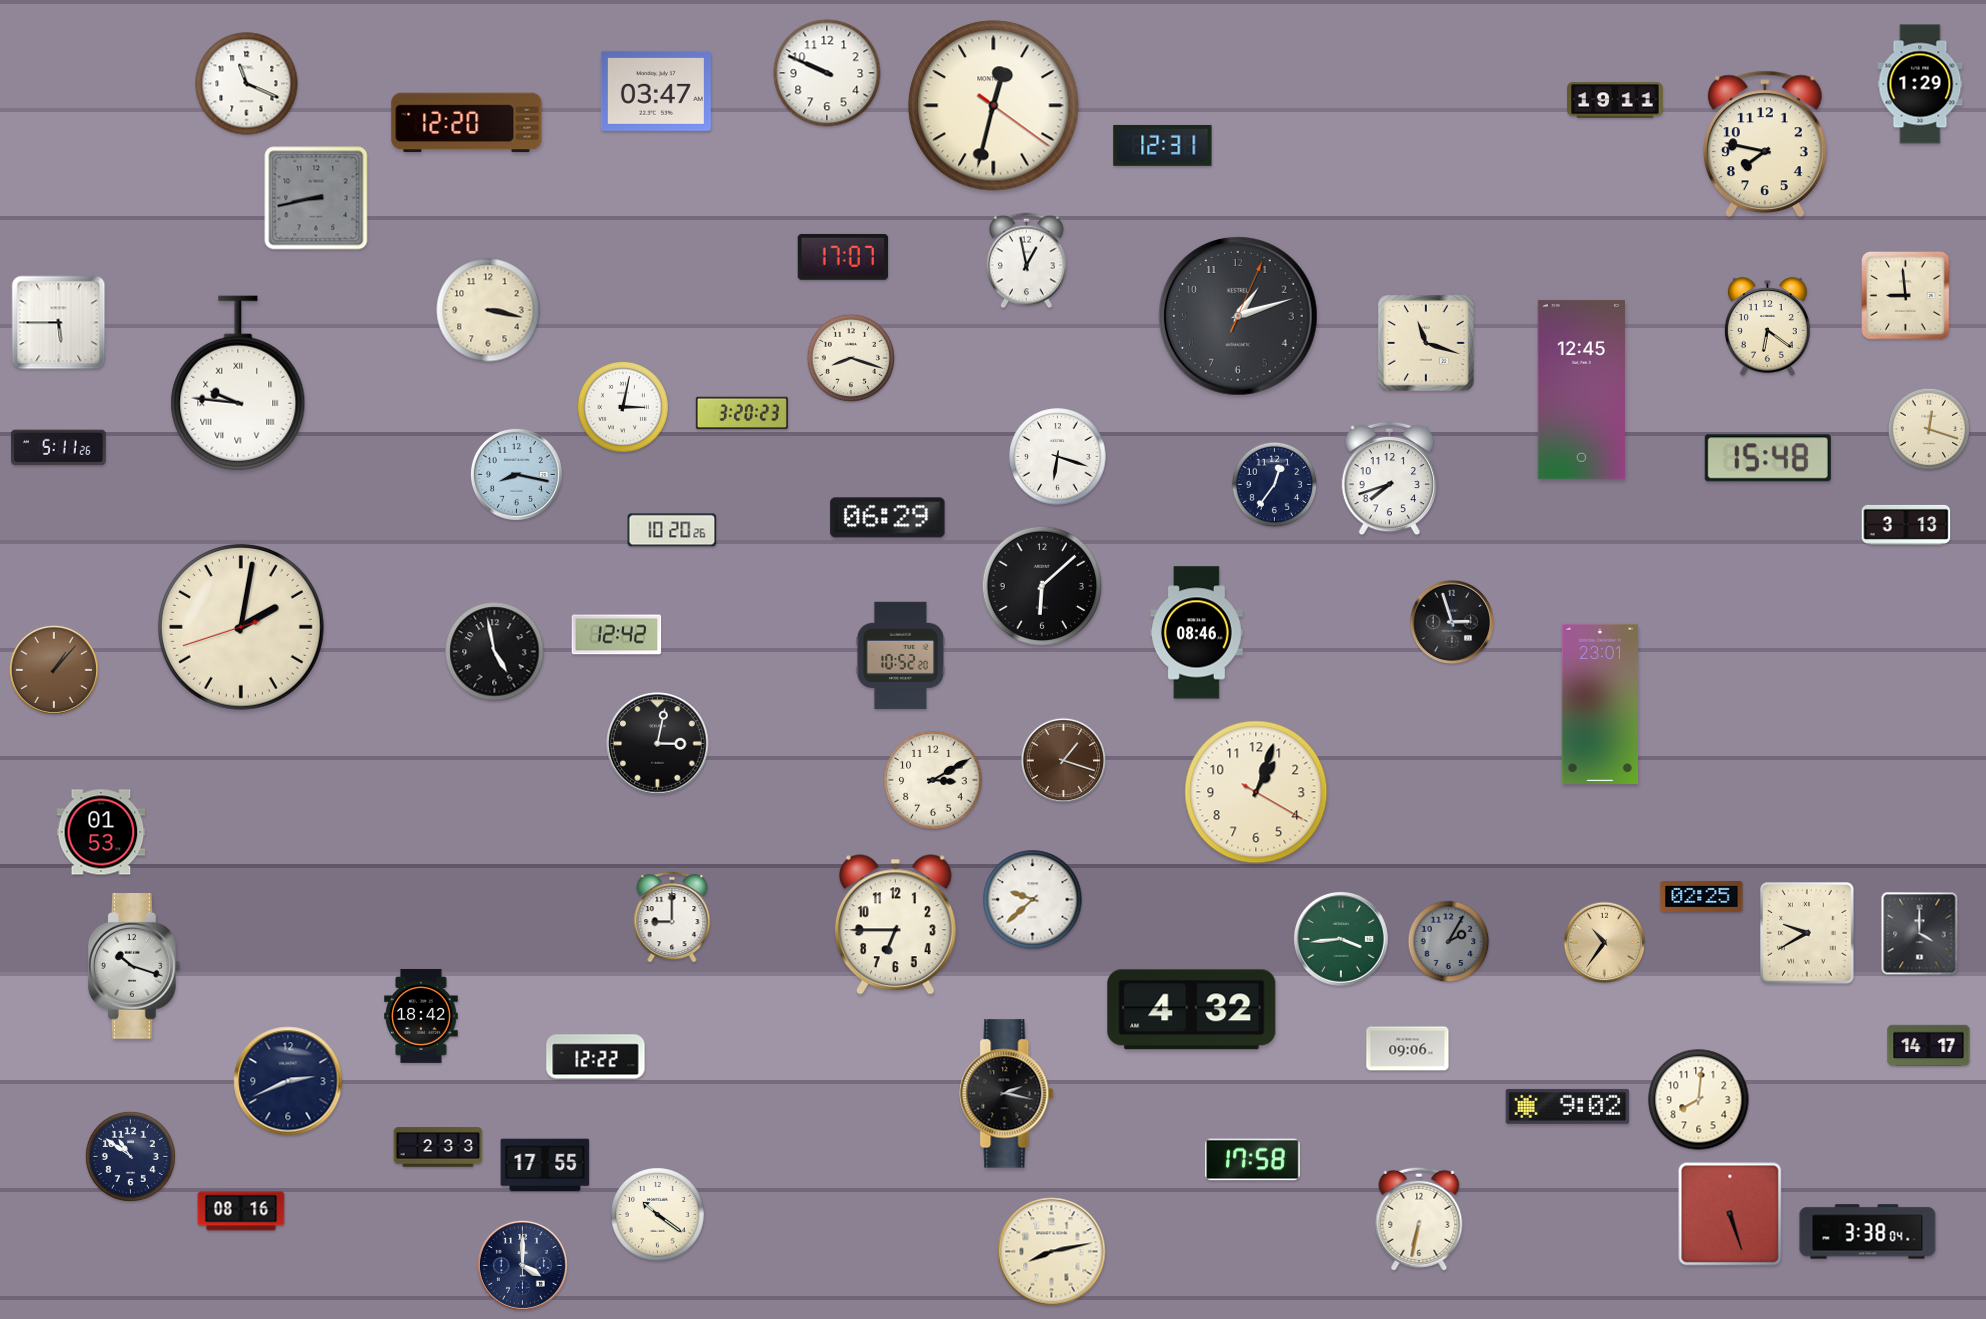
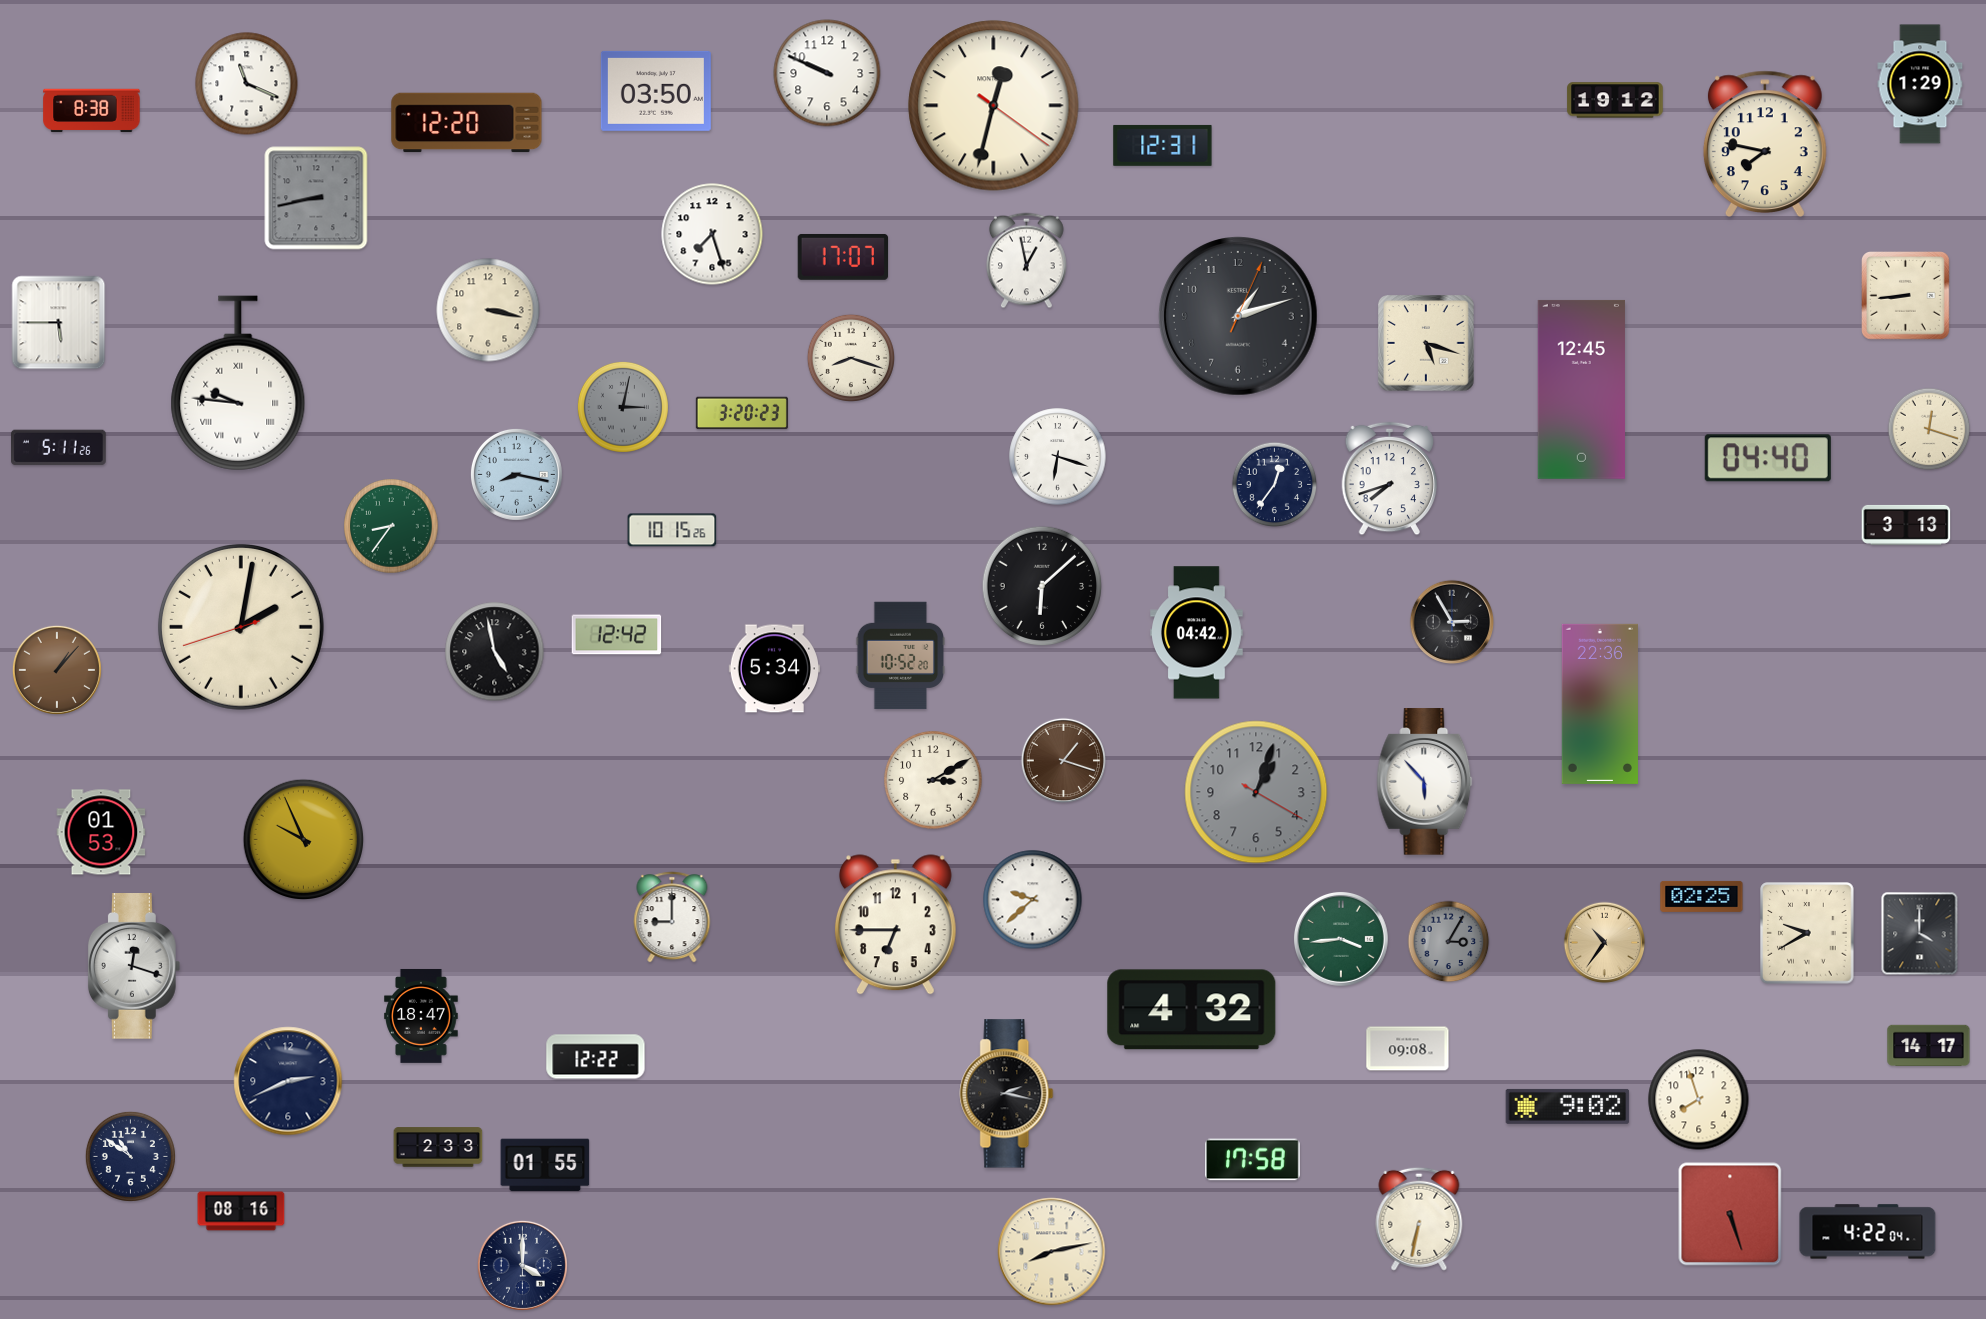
clock at (656, 91): 03:47 -> 03:50
clock at (1615, 100): 19:11 -> 19:12
clock at (92, 111): none -> 8:38
clock at (712, 234): none -> 7:27
clock at (1906, 296): 8:59 -> 8:44
clock at (1767, 327): 6:21 -> none
clock at (1426, 343): 11:18 -> 5:18
clock at (623, 407) dial: white -> grey
clock at (1768, 458): 15:48 -> 04:40
clock at (888, 518): 06:29 -> none
clock at (391, 526): none -> 8:36
clock at (672, 530): 10:20 -> 10:15
clock at (1451, 621): 2:57 -> 2:55
clock at (1197, 633): 08:46 -> 04:42
clock at (774, 669): none -> 5:34
clock at (54, 670) position: (54, 670) -> (57, 670)
clock at (1600, 704): 23:01 -> 22:36
clock at (658, 744): 3:02 -> none
clock at (1425, 782): none -> 5:53
clock at (1256, 792) dial: cream -> grey
clock at (303, 839): none -> 9:56
clock at (1449, 942): 2:05 -> 3:05
clock at (134, 967): 10:18 -> 12:18
clock at (421, 1016): 18:42 -> 18:47
clock at (1408, 1049): 09:06 -> 09:08
clock at (1699, 1100): 8:01 -> 7:57
clock at (545, 1165): 17:55 -> 01:55
clock at (658, 1215): 10:21 -> none
clock at (1868, 1232): 3:38 -> 4:22
